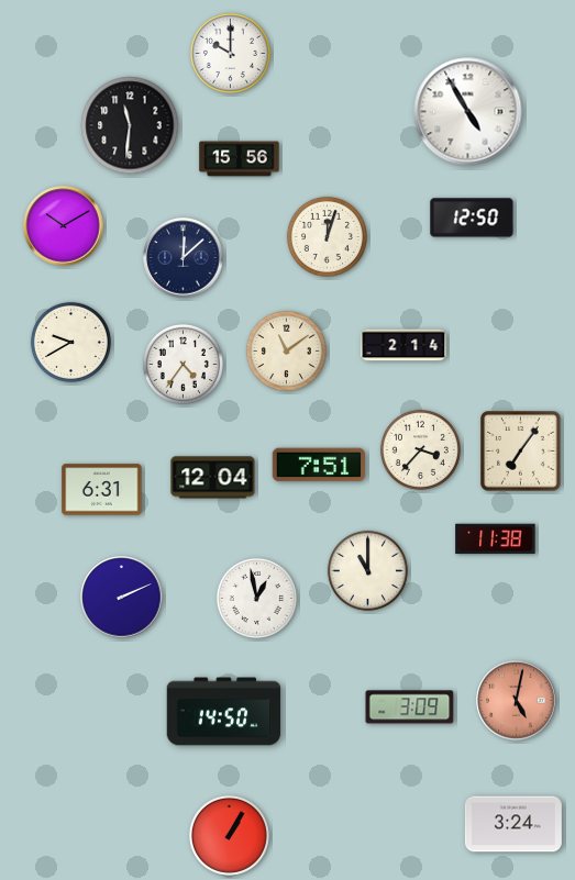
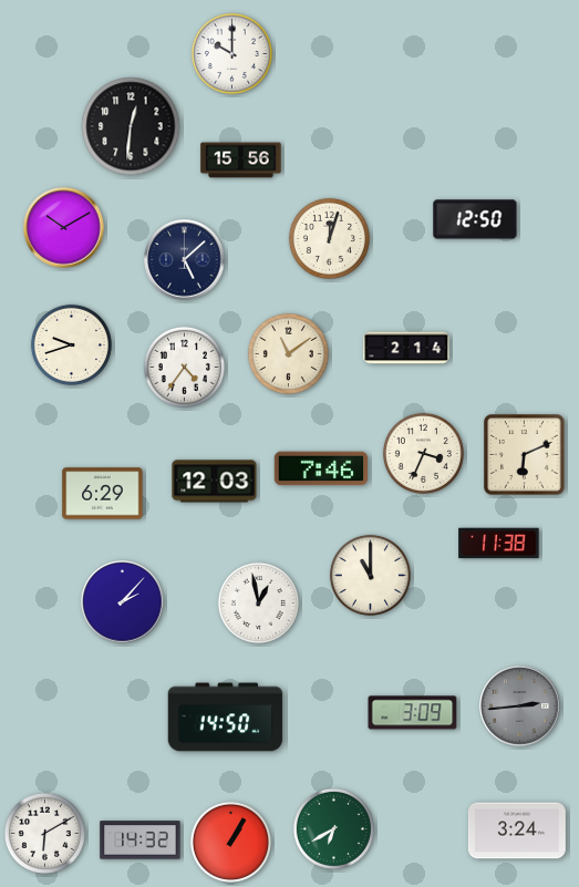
clock at (468, 112): 4:55 -> none
clock at (130, 125): 11:31 -> 12:31
clock at (184, 258): 12:08 -> 5:08
clock at (70, 342): 9:40 -> 9:42
clock at (420, 449): 3:37 -> 3:34
clock at (521, 452): 7:06 -> 6:11
clock at (319, 465): 7:51 -> 7:46
clock at (213, 478): 12:04 -> 12:03
clock at (102, 490): 6:31 -> 6:29
clock at (122, 598): 2:11 -> 2:07
clock at (517, 701): 5:02 -> 2:44
clock at (517, 701) dial: salmon -> grey
clock at (333, 828): none -> 6:40
clock at (44, 833): none -> 6:10
clock at (141, 840): none -> 14:32
